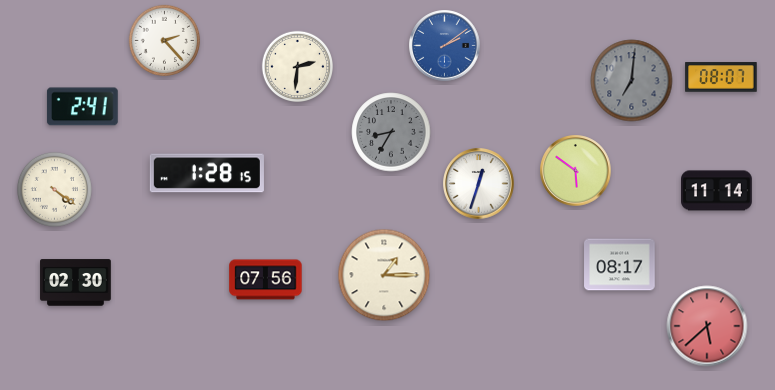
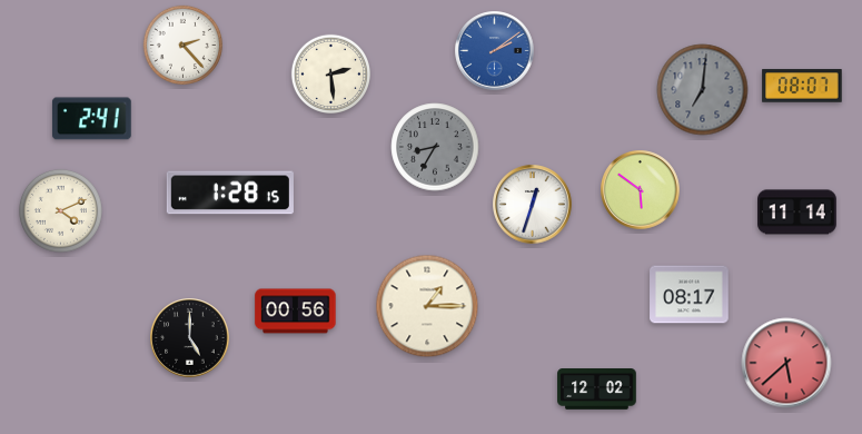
clock at (297, 66): 2:31 -> 2:29
clock at (54, 189): 4:21 -> 4:11
clock at (266, 280): 07:56 -> 00:56
clock at (76, 283): 02:30 -> none
clock at (190, 338): none -> 5:00
clock at (597, 389): none -> 12:02
